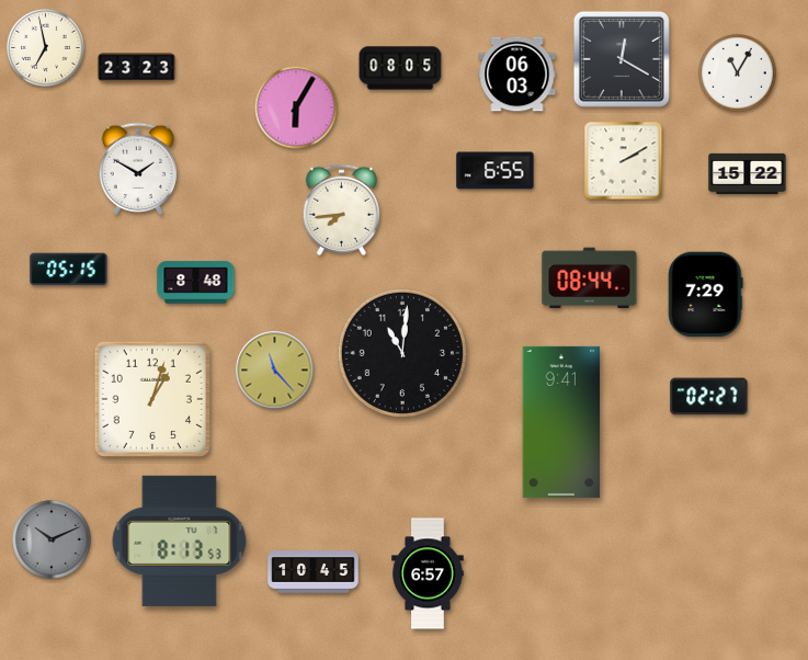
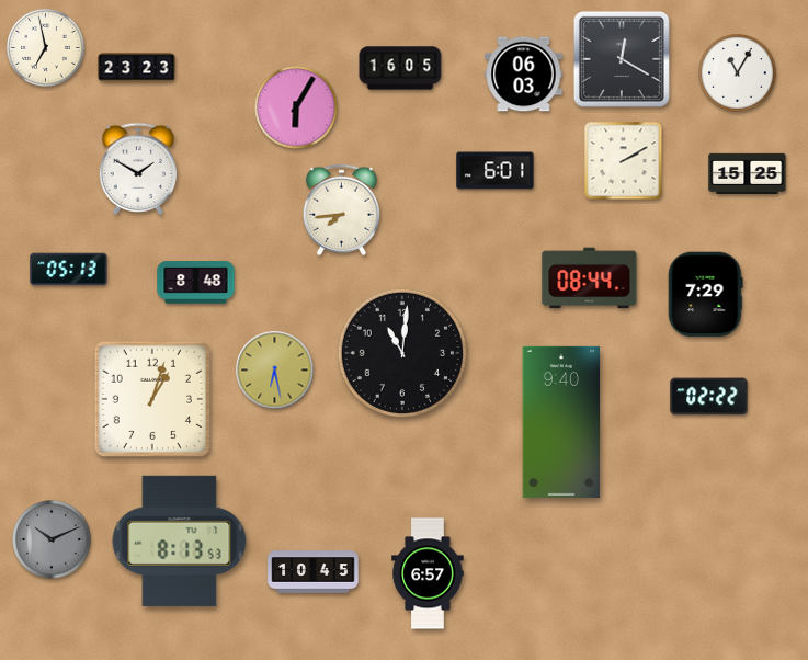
clock at (400, 68): 08:05 -> 16:05
clock at (517, 75) position: (517, 75) -> (524, 75)
clock at (496, 171): 6:55 -> 6:01
clock at (748, 173): 15:22 -> 15:25
clock at (69, 270): 05:15 -> 05:13
clock at (275, 371): 11:23 -> 6:28
clock at (709, 397): 02:27 -> 02:22
clock at (561, 422): 9:41 -> 9:40
